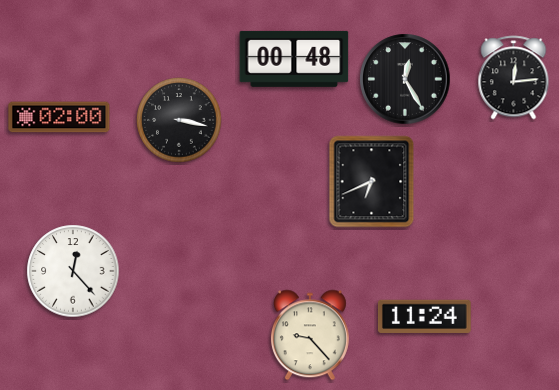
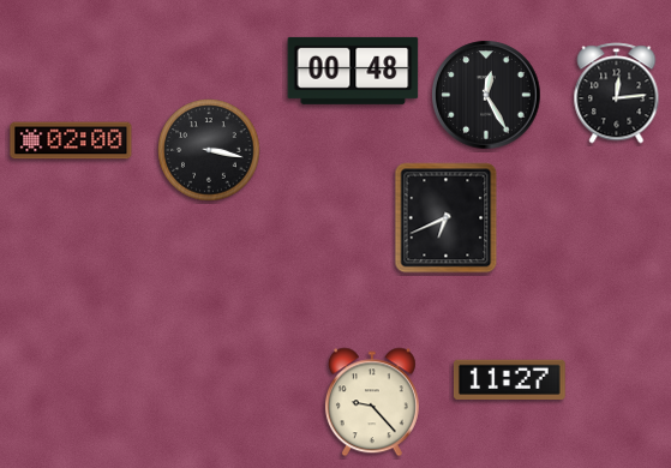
clock at (179, 120) position: (179, 120) -> (209, 150)
clock at (73, 271): 12:23 -> none
clock at (425, 316): 11:24 -> 11:27
